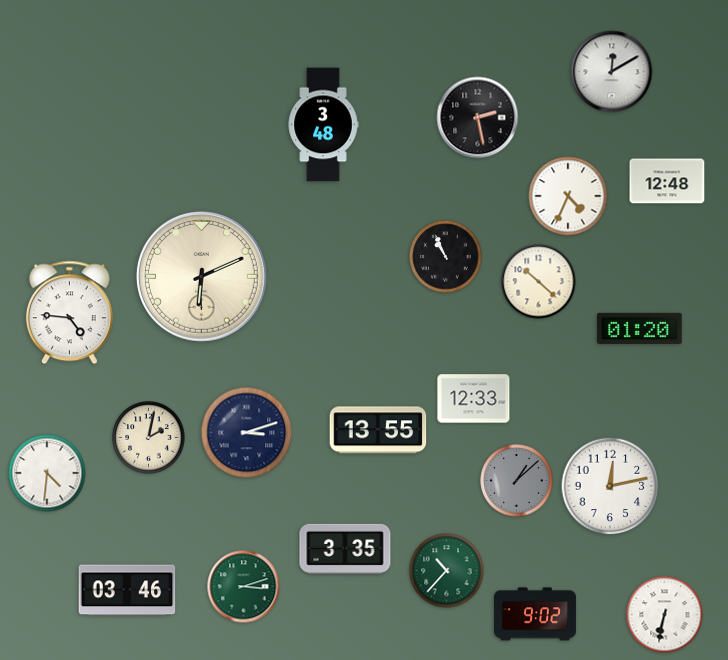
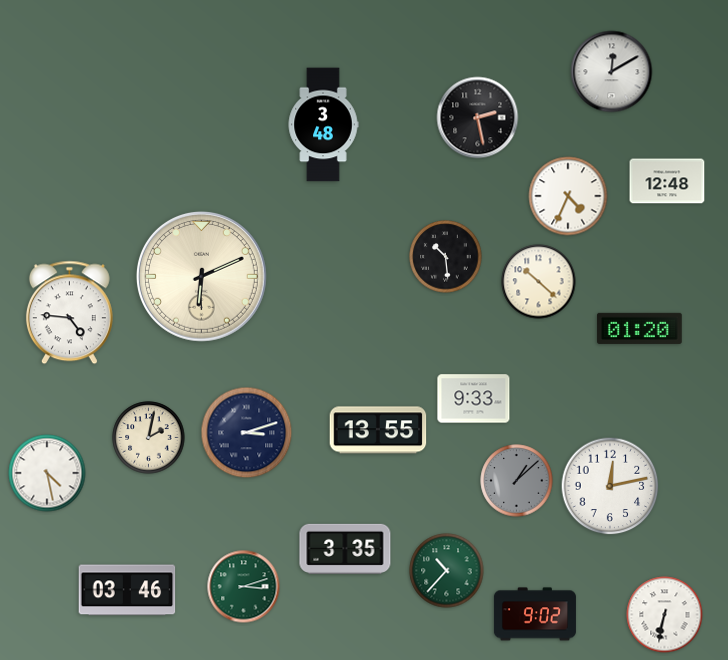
clock at (446, 257): 10:56 -> 10:29
clock at (474, 399): 12:33 -> 9:33
clock at (47, 473): 4:31 -> 4:28
